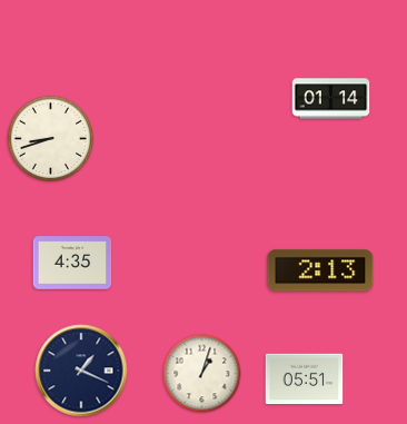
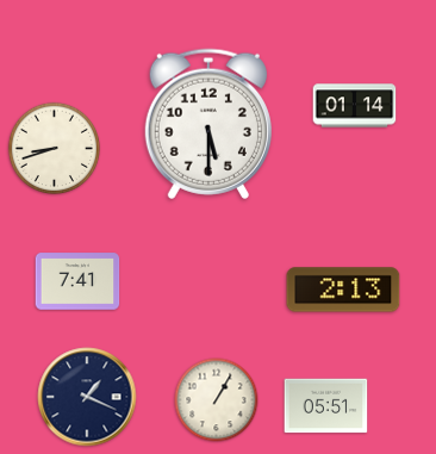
clock at (208, 124): none -> 5:30
clock at (72, 263): 4:35 -> 7:41
clock at (202, 374): 1:03 -> 1:05
